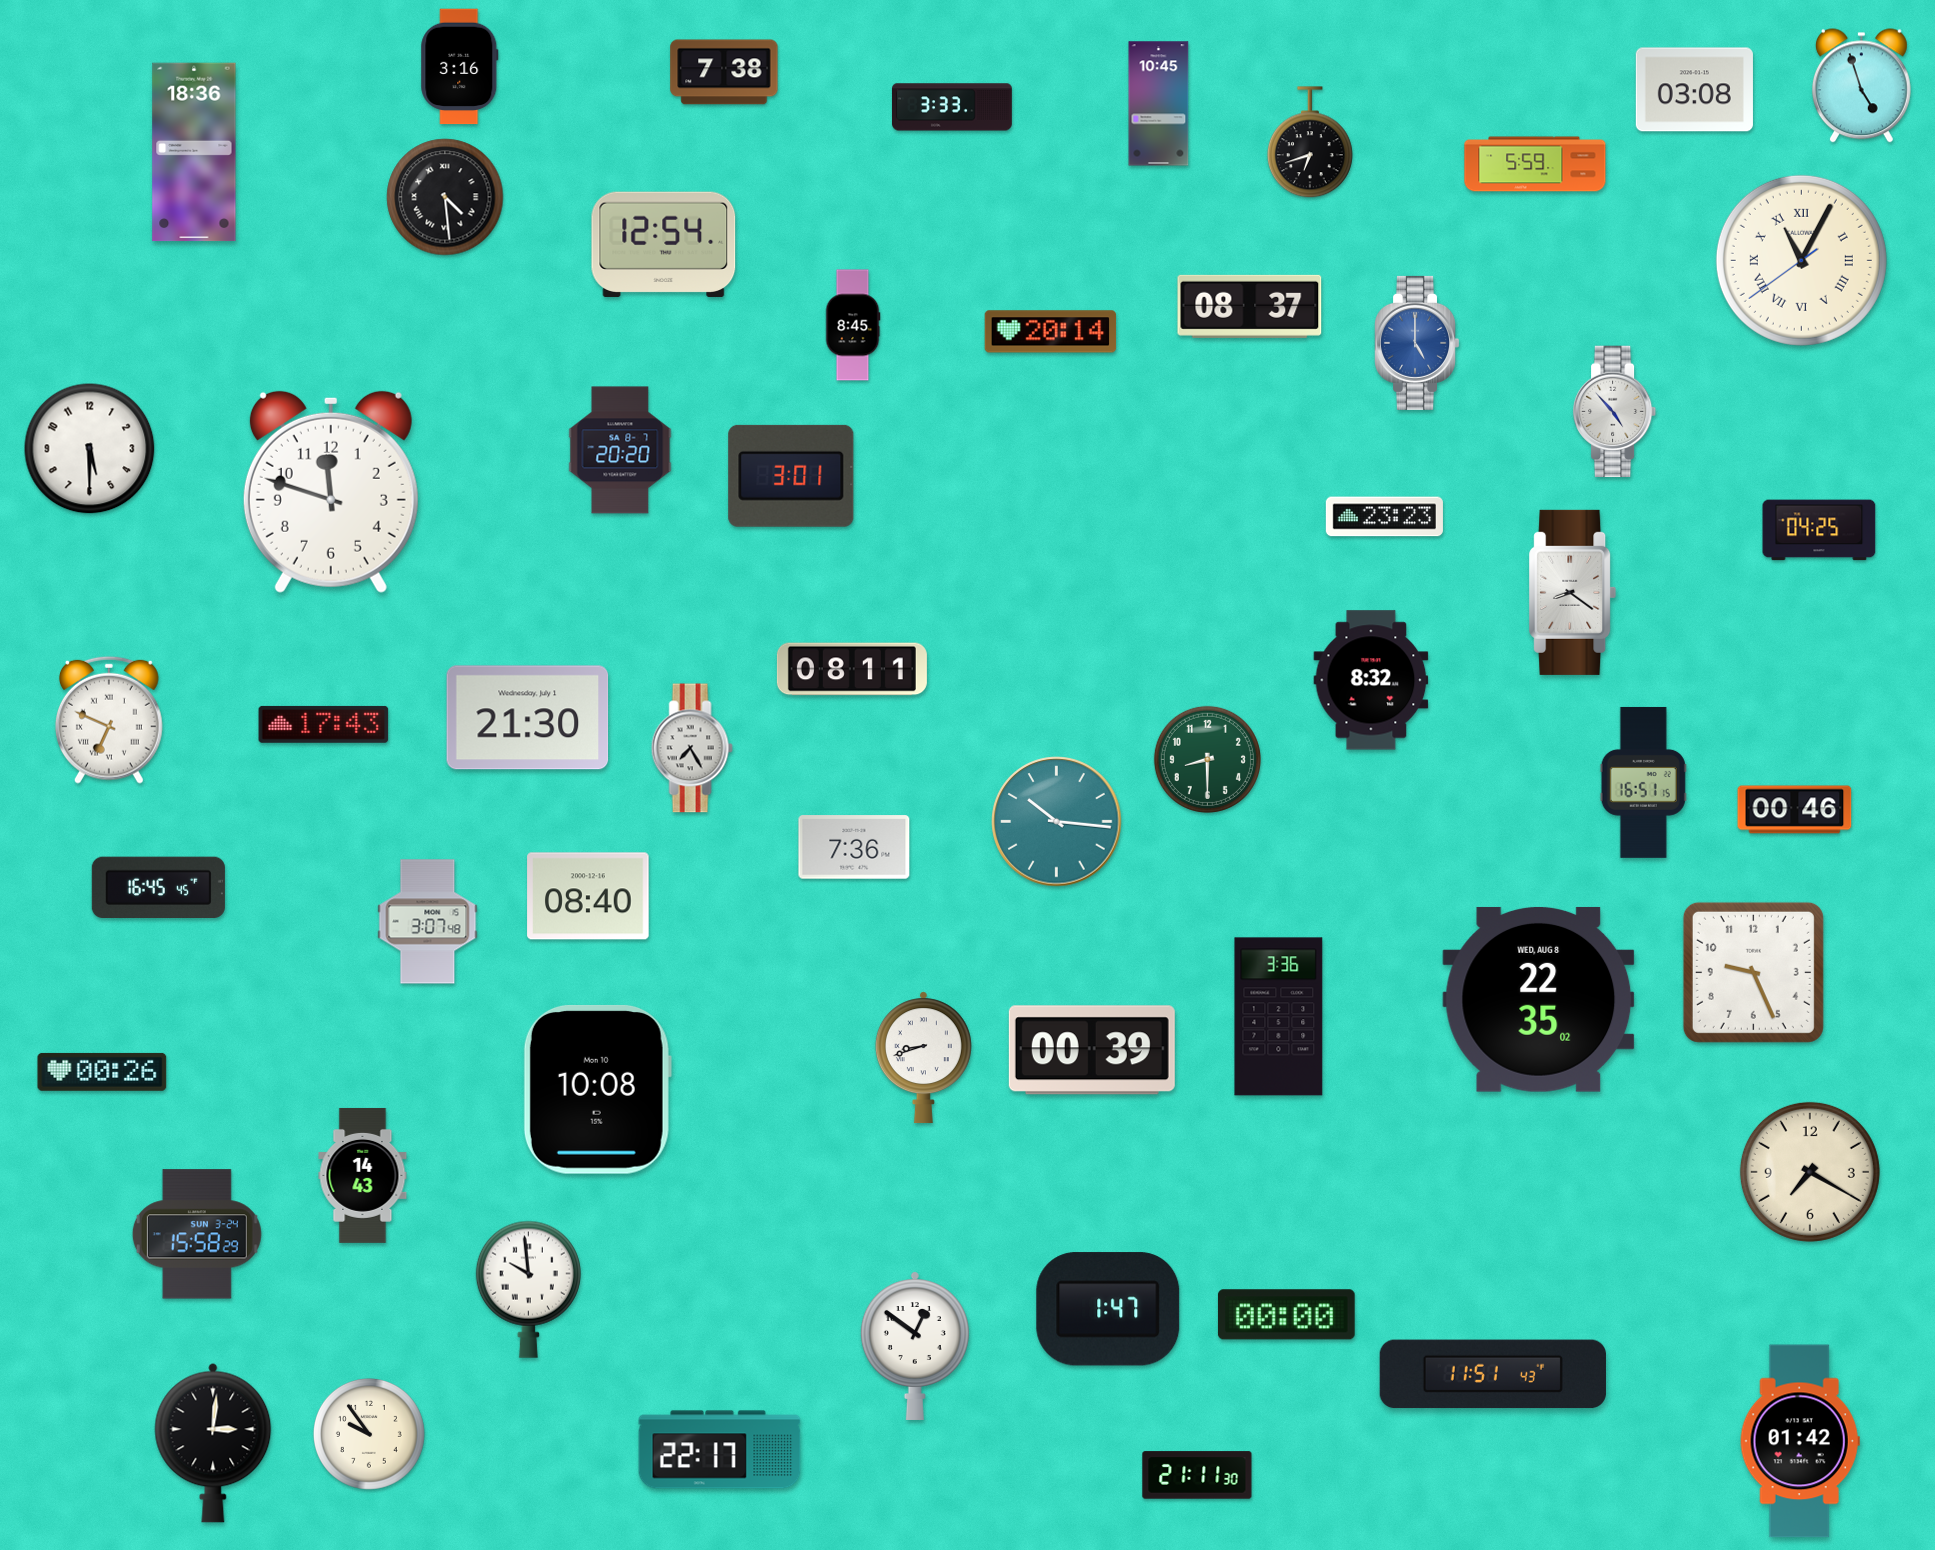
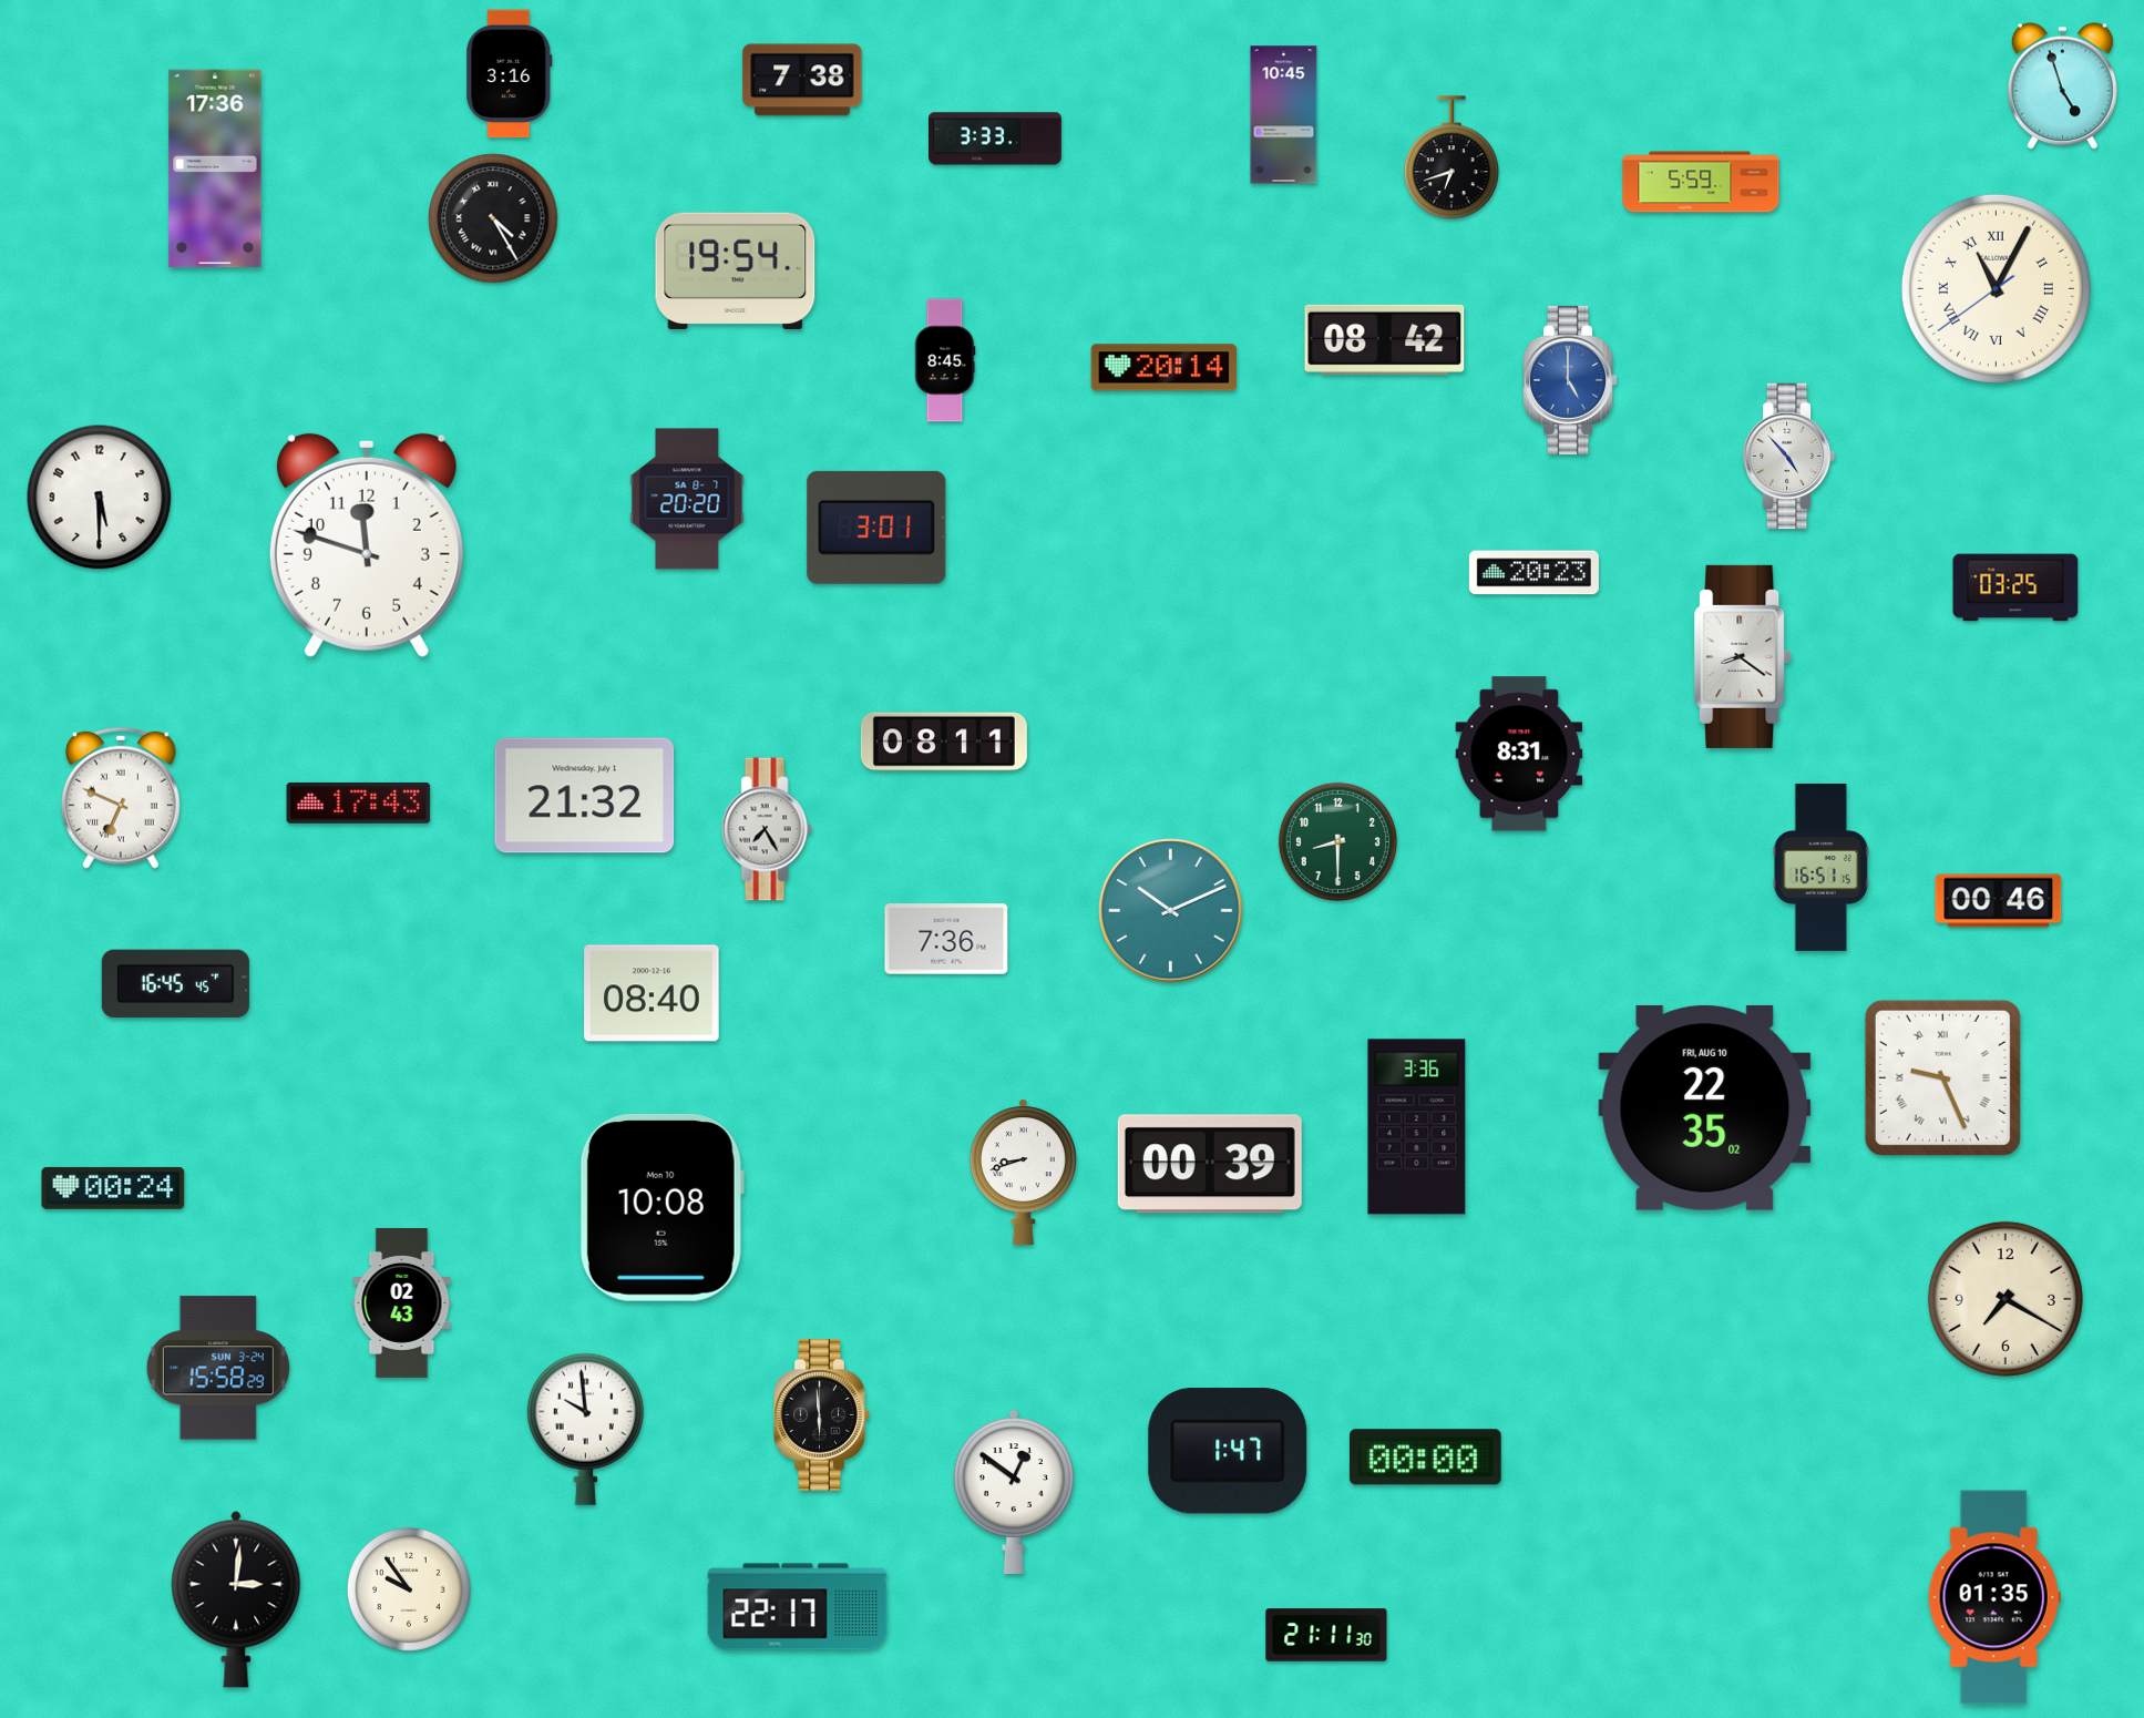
clock at (1861, 86) position: (1861, 86) -> (2062, 86)
clock at (1694, 90): 03:08 -> none
clock at (953, 107) position: (953, 107) -> (996, 139)
clock at (194, 152): 18:36 -> 17:36
clock at (445, 197): 4:29 -> 4:25
clock at (664, 244): 12:54 -> 19:54
clock at (1250, 306): 08:37 -> 08:42
clock at (1384, 517): 23:23 -> 20:23
clock at (1819, 530): 04:25 -> 03:25
clock at (1371, 680): 8:32 -> 8:31
clock at (528, 718): 21:30 -> 21:32
clock at (1795, 810) position: (1795, 810) -> (1999, 901)
clock at (1057, 822): 10:16 -> 10:11
clock at (428, 922): 3:07 -> none
clock at (1753, 972) numerals: Arabic -> Roman
clock at (1539, 999) date: WED, AUG 8 -> FRI, AUG 10
clock at (102, 1072): 00:26 -> 00:24
clock at (363, 1175): 14:43 -> 02:43
clock at (822, 1415): none -> 5:59
clock at (1493, 1374): 11:51 -> none
clock at (1800, 1441): 01:42 -> 01:35
